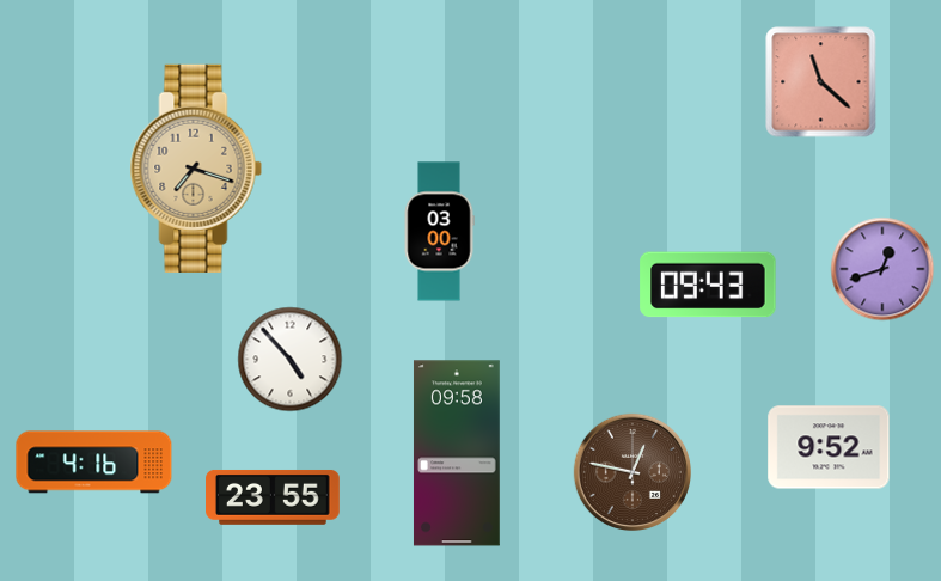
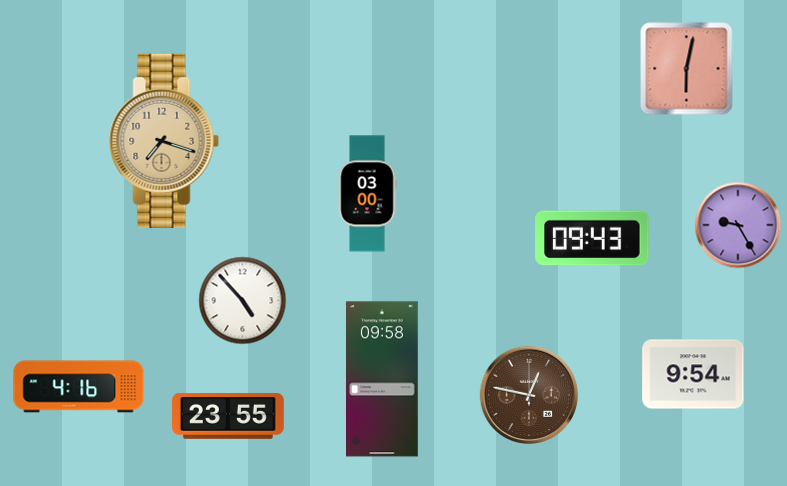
clock at (821, 82): 11:22 -> 6:02
clock at (882, 269): 12:42 -> 9:25
clock at (829, 447): 9:52 -> 9:54
